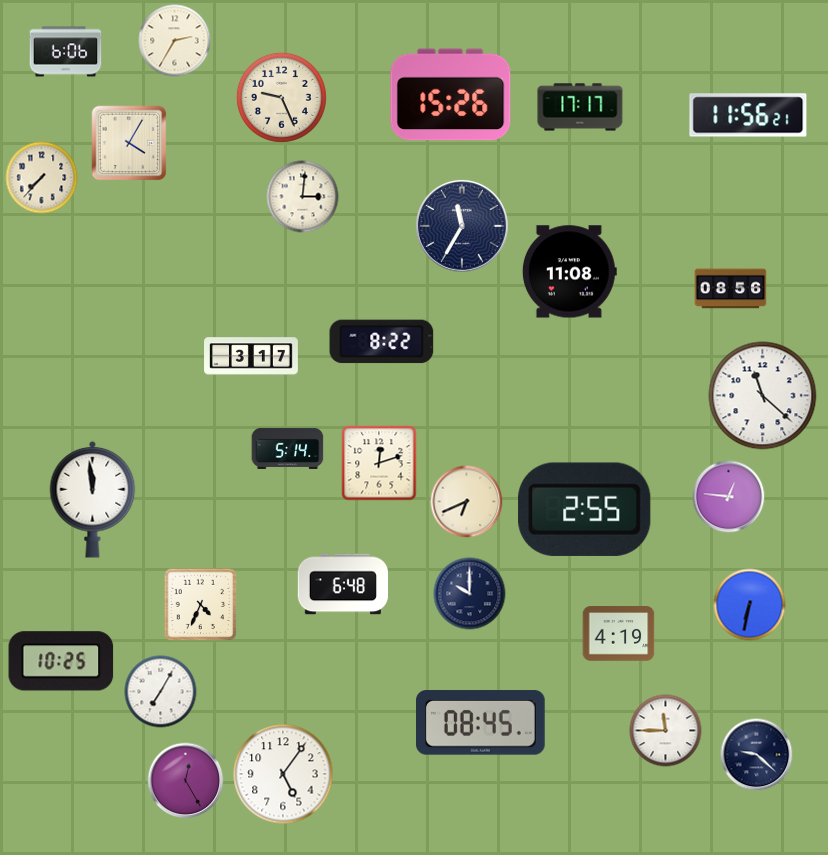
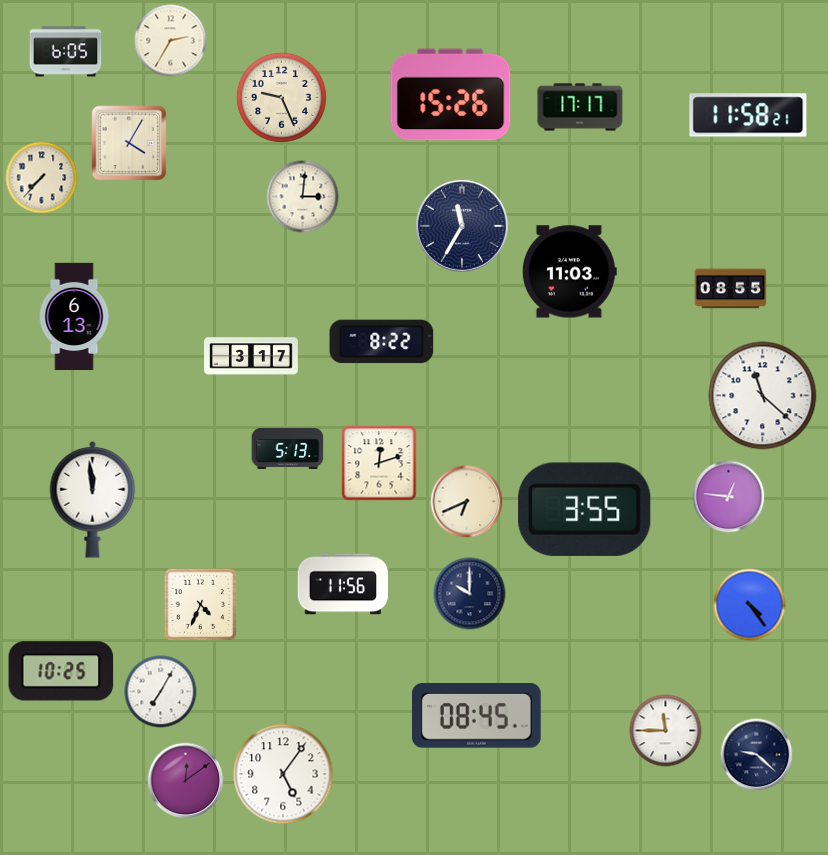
clock at (175, 41) position: (175, 41) -> (171, 41)
clock at (66, 52): 6:06 -> 6:05
clock at (748, 115): 11:56 -> 11:58
clock at (569, 272): 11:08 -> 11:03
clock at (731, 289): 08:56 -> 08:55
clock at (74, 317): none -> 6:13
clock at (288, 448): 5:14 -> 5:13
clock at (585, 509): 2:55 -> 3:55
clock at (343, 584): 6:48 -> 11:56
clock at (750, 605): 6:32 -> 4:24
clock at (619, 634): 4:19 -> none
clock at (61, 661) position: (61, 661) -> (61, 671)
clock at (481, 723) position: (481, 723) -> (477, 716)
clock at (186, 781): 12:25 -> 12:09
